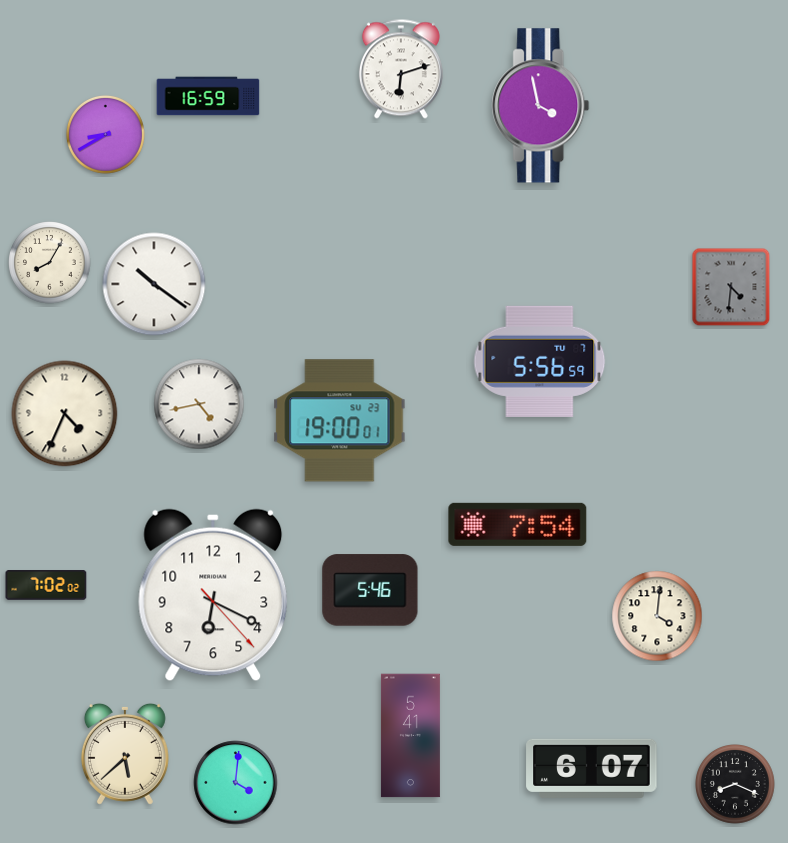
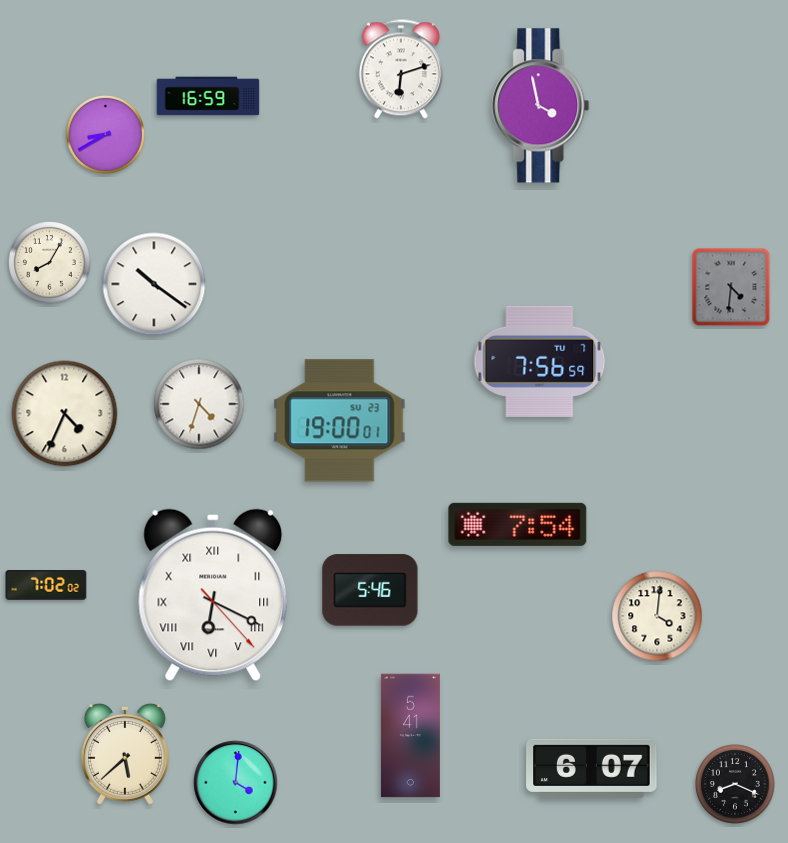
clock at (540, 361): 5:56 -> 7:56
clock at (199, 404): 4:43 -> 4:33
clock at (213, 595) numerals: Arabic -> Roman
